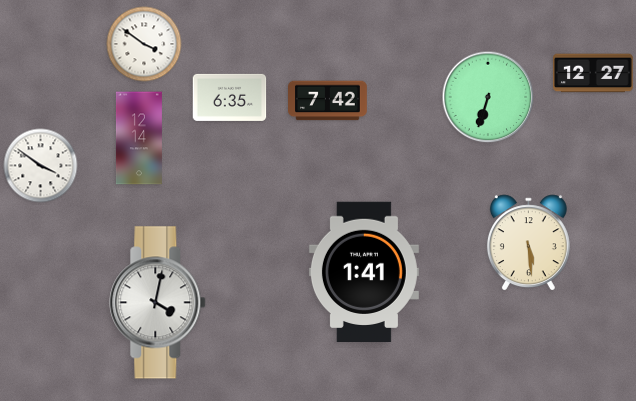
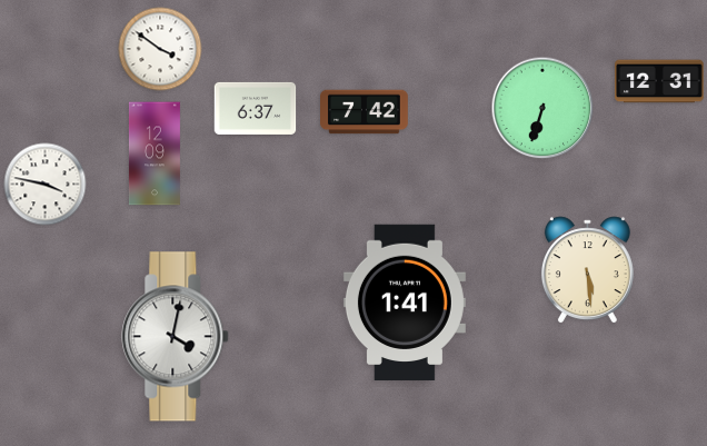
clock at (593, 73): 12:27 -> 12:31
clock at (230, 97): 6:35 -> 6:37
clock at (139, 138): 12:14 -> 12:09
clock at (41, 166): 3:51 -> 3:47
